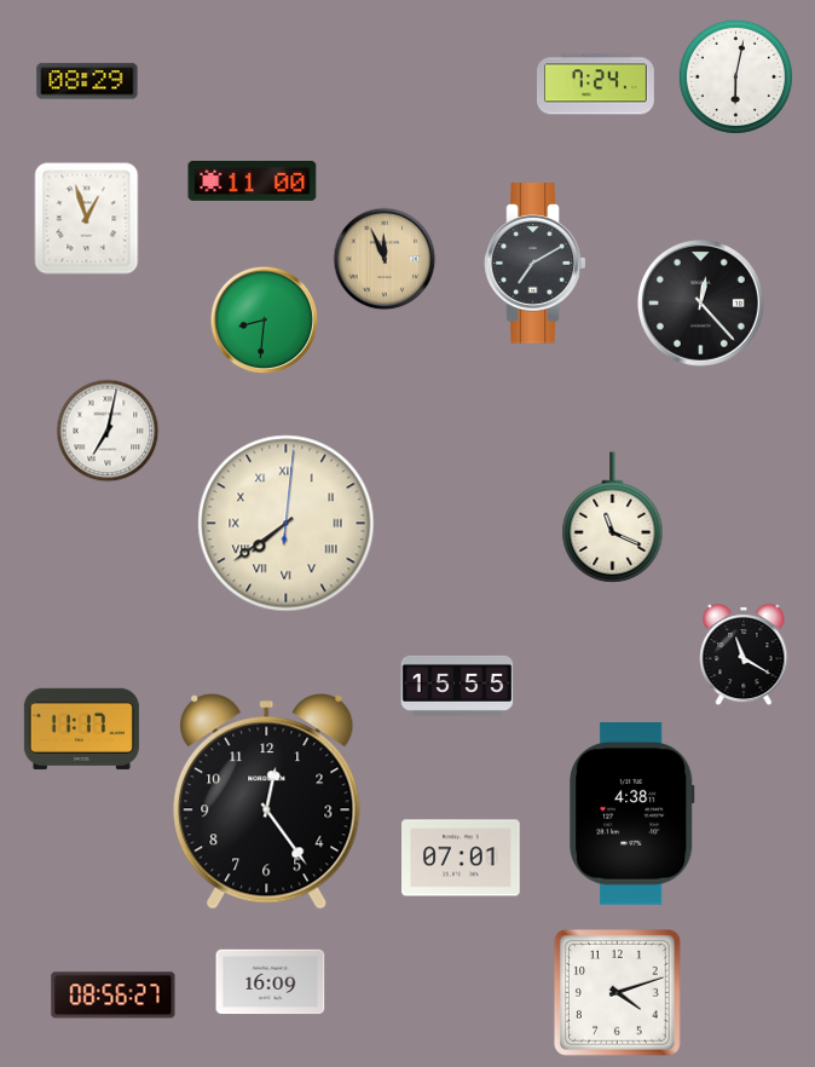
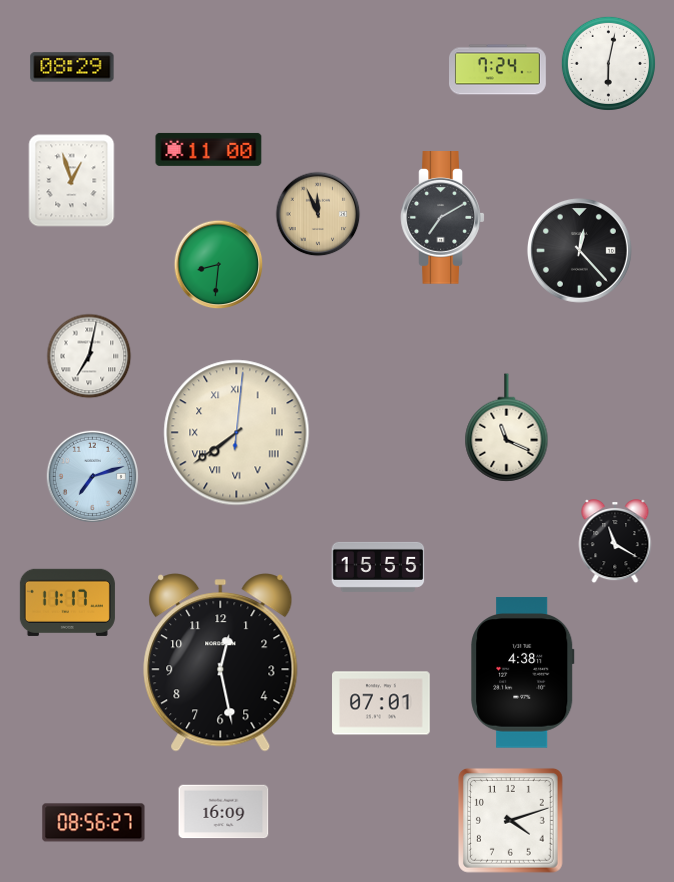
clock at (596, 85) position: (596, 85) -> (498, 70)
clock at (92, 476): none -> 7:12
clock at (267, 802): 12:24 -> 12:28
clock at (462, 858) position: (462, 858) -> (382, 703)
